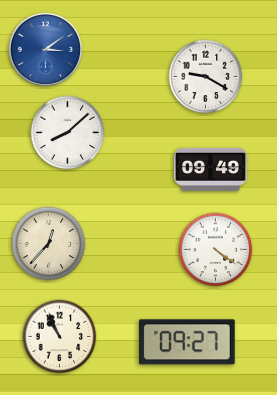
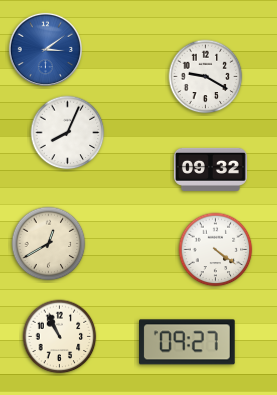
clock at (68, 133): 8:08 -> 8:04
clock at (210, 169): 09:49 -> 09:32
clock at (49, 244): 12:37 -> 12:40
